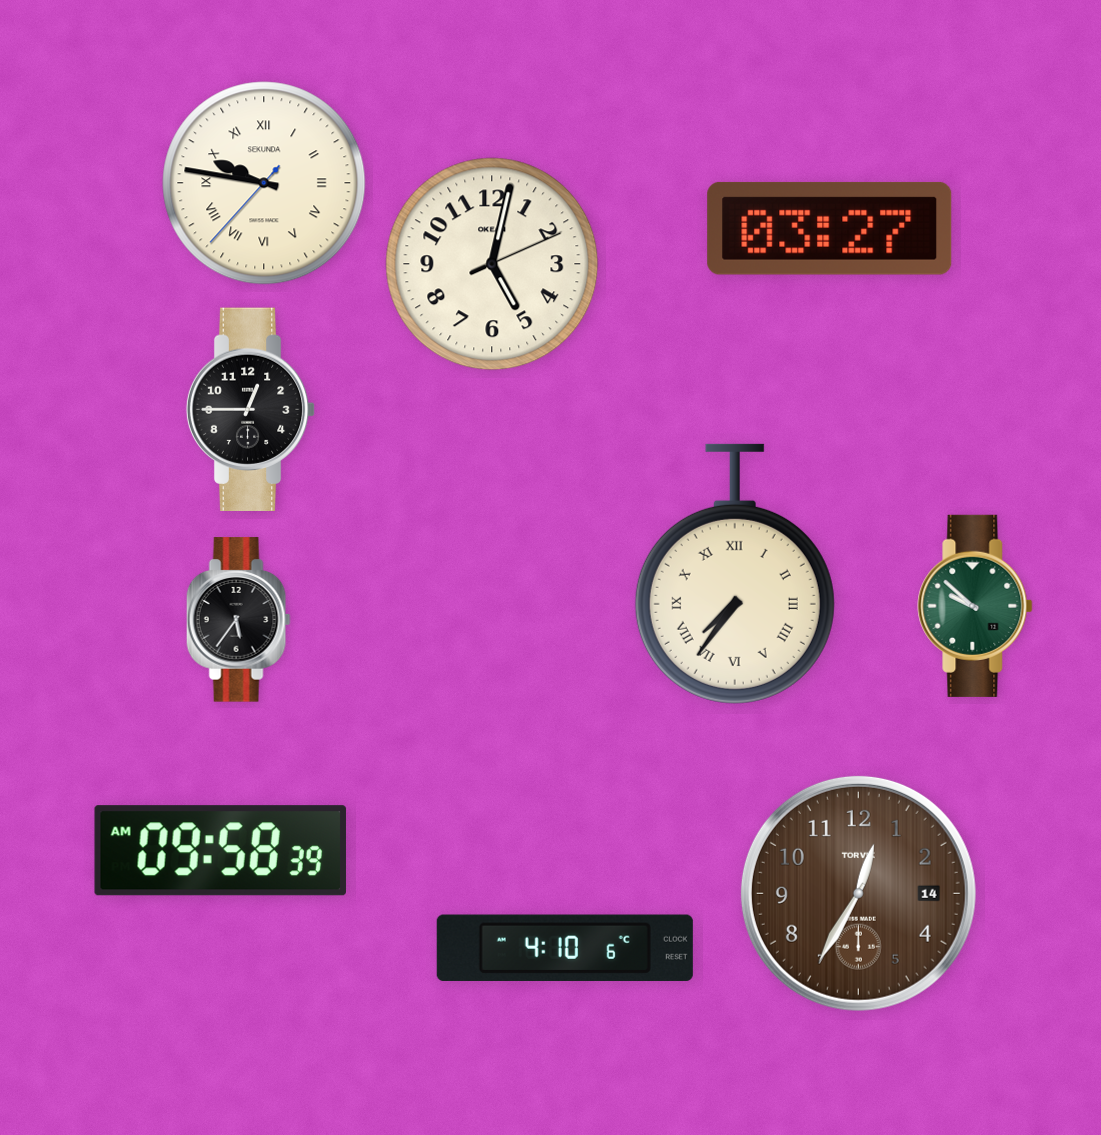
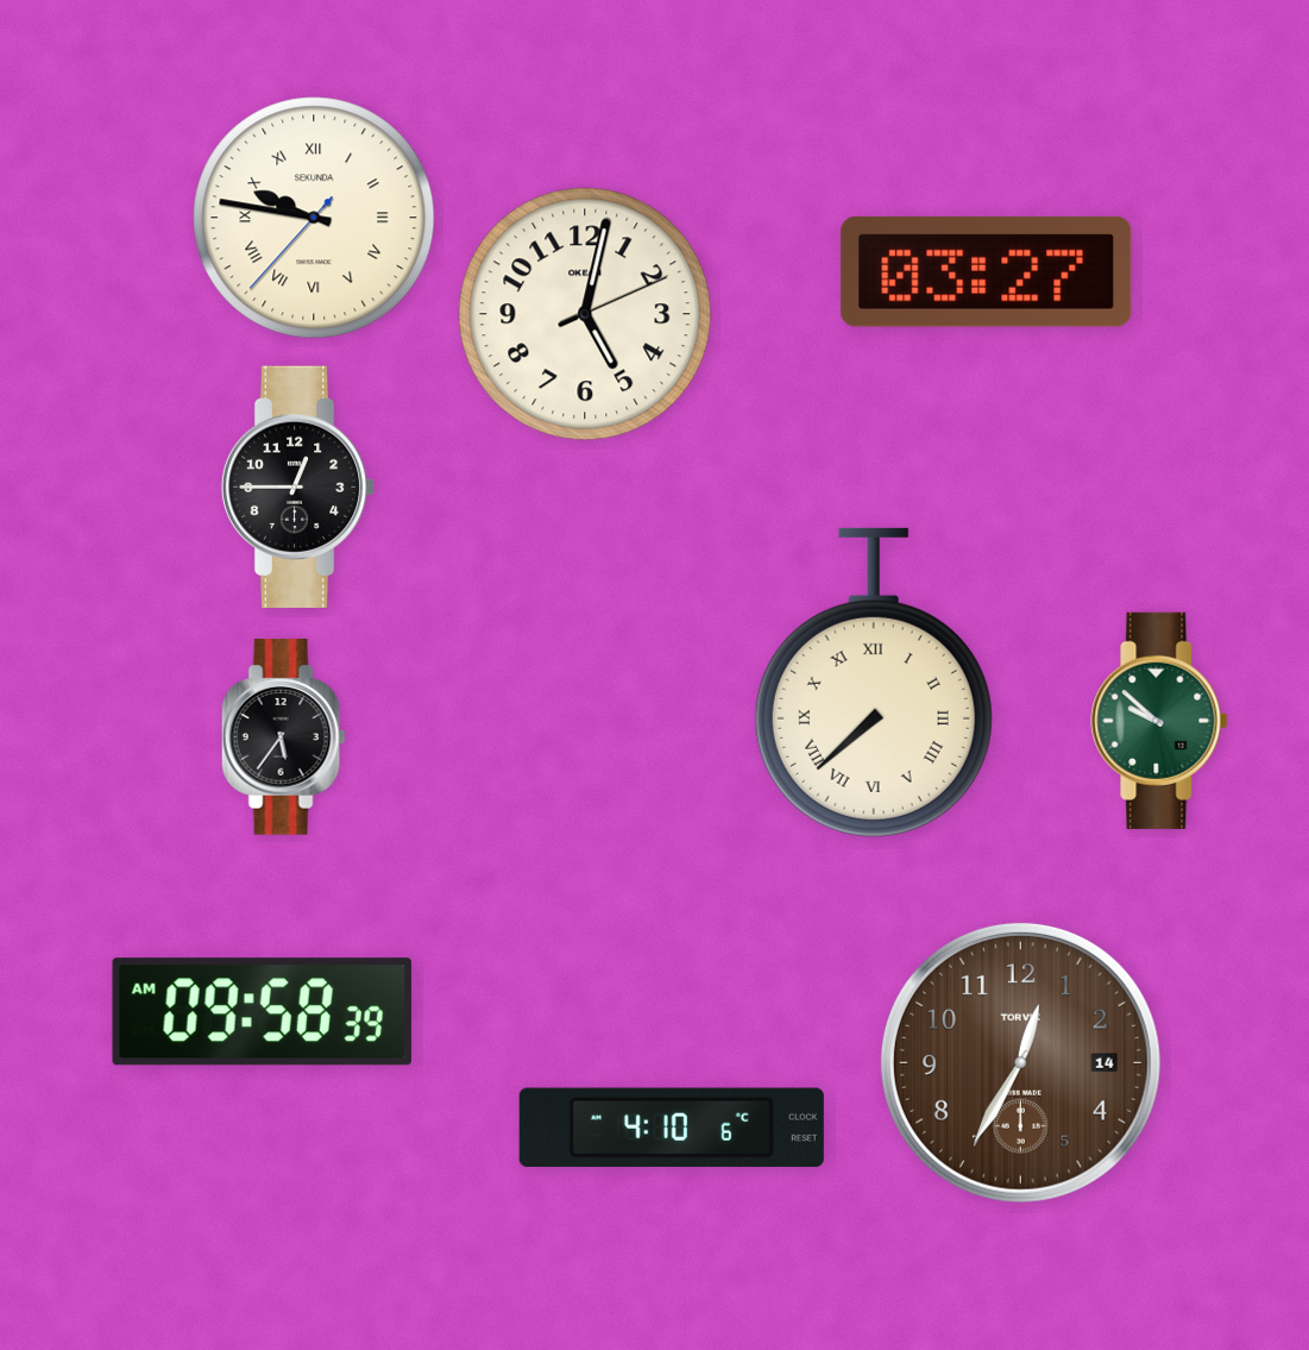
clock at (735, 574): 7:36 -> 7:38
